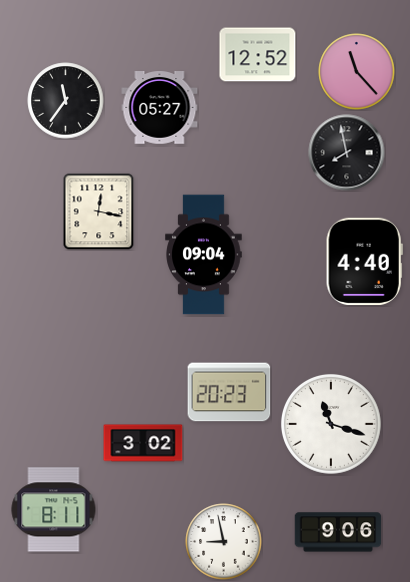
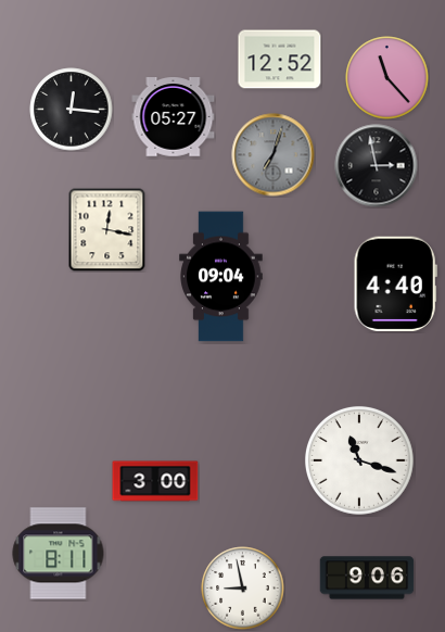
clock at (66, 101): 11:36 -> 12:16
clock at (274, 155): none -> 7:03
clock at (347, 153): 7:58 -> 2:58
clock at (229, 392): 20:23 -> none
clock at (143, 443): 3:02 -> 3:00
